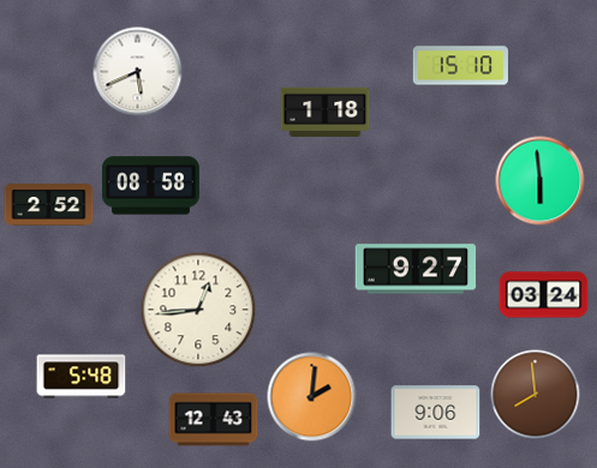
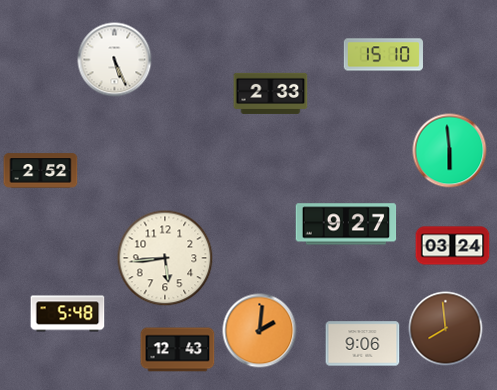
clock at (138, 72): 5:41 -> 5:26
clock at (326, 112): 1:18 -> 2:33
clock at (150, 186): 08:58 -> none
clock at (198, 310): 12:44 -> 5:44
